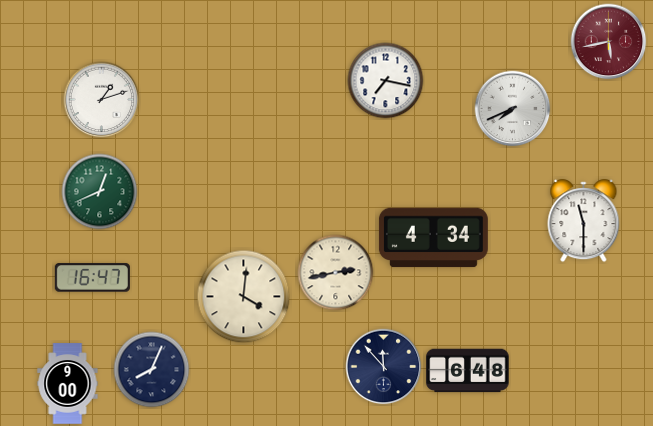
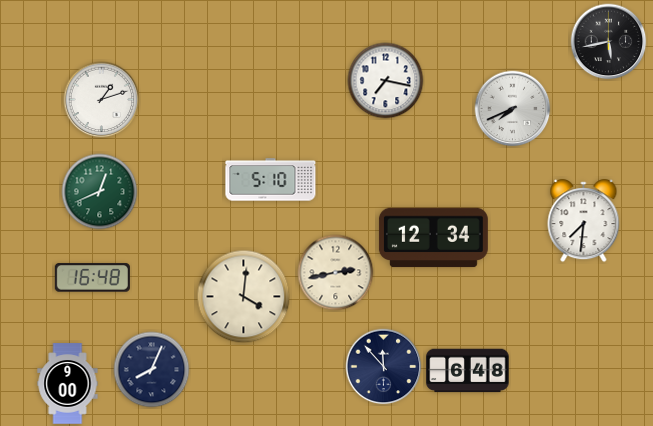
clock at (609, 42) dial: burgundy -> black
clock at (271, 180): none -> 5:10
clock at (584, 221): 11:30 -> 7:31
clock at (433, 238): 4:34 -> 12:34
clock at (92, 278): 16:47 -> 16:48
